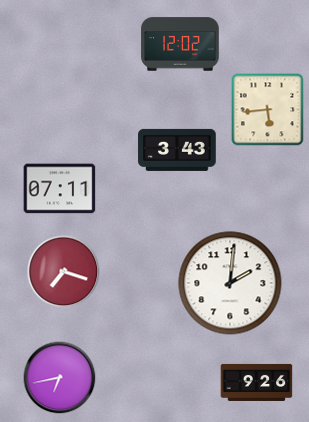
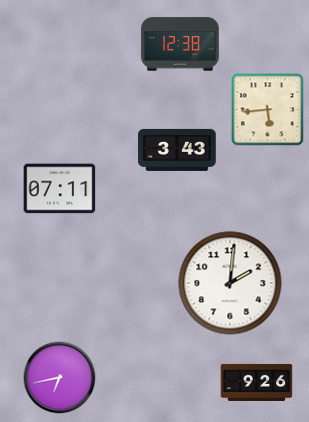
clock at (180, 44): 12:02 -> 12:38
clock at (64, 272): 7:18 -> none
